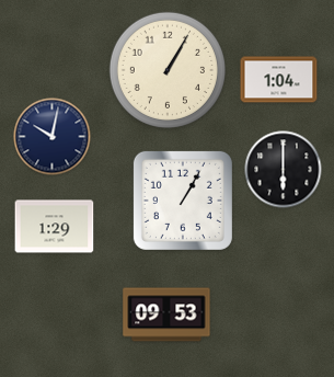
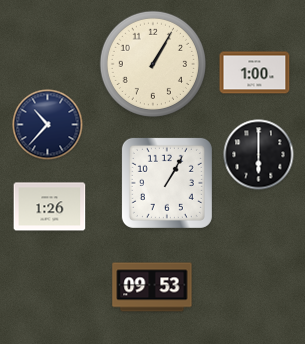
clock at (279, 80): 1:04 -> 1:00
clock at (53, 137): 10:02 -> 10:37
clock at (55, 227): 1:29 -> 1:26
